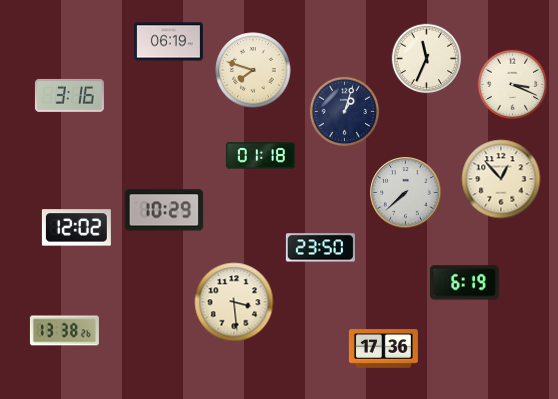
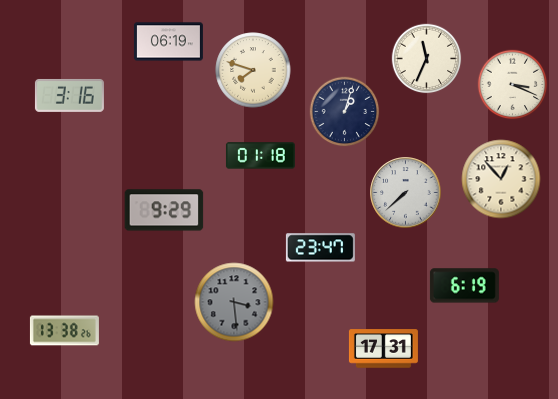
clock at (164, 210): 10:29 -> 9:29
clock at (76, 228): 12:02 -> none
clock at (320, 248): 23:50 -> 23:47
clock at (464, 283) position: (464, 283) -> (464, 286)
clock at (234, 302) dial: cream -> grey
clock at (383, 349): 17:36 -> 17:31
